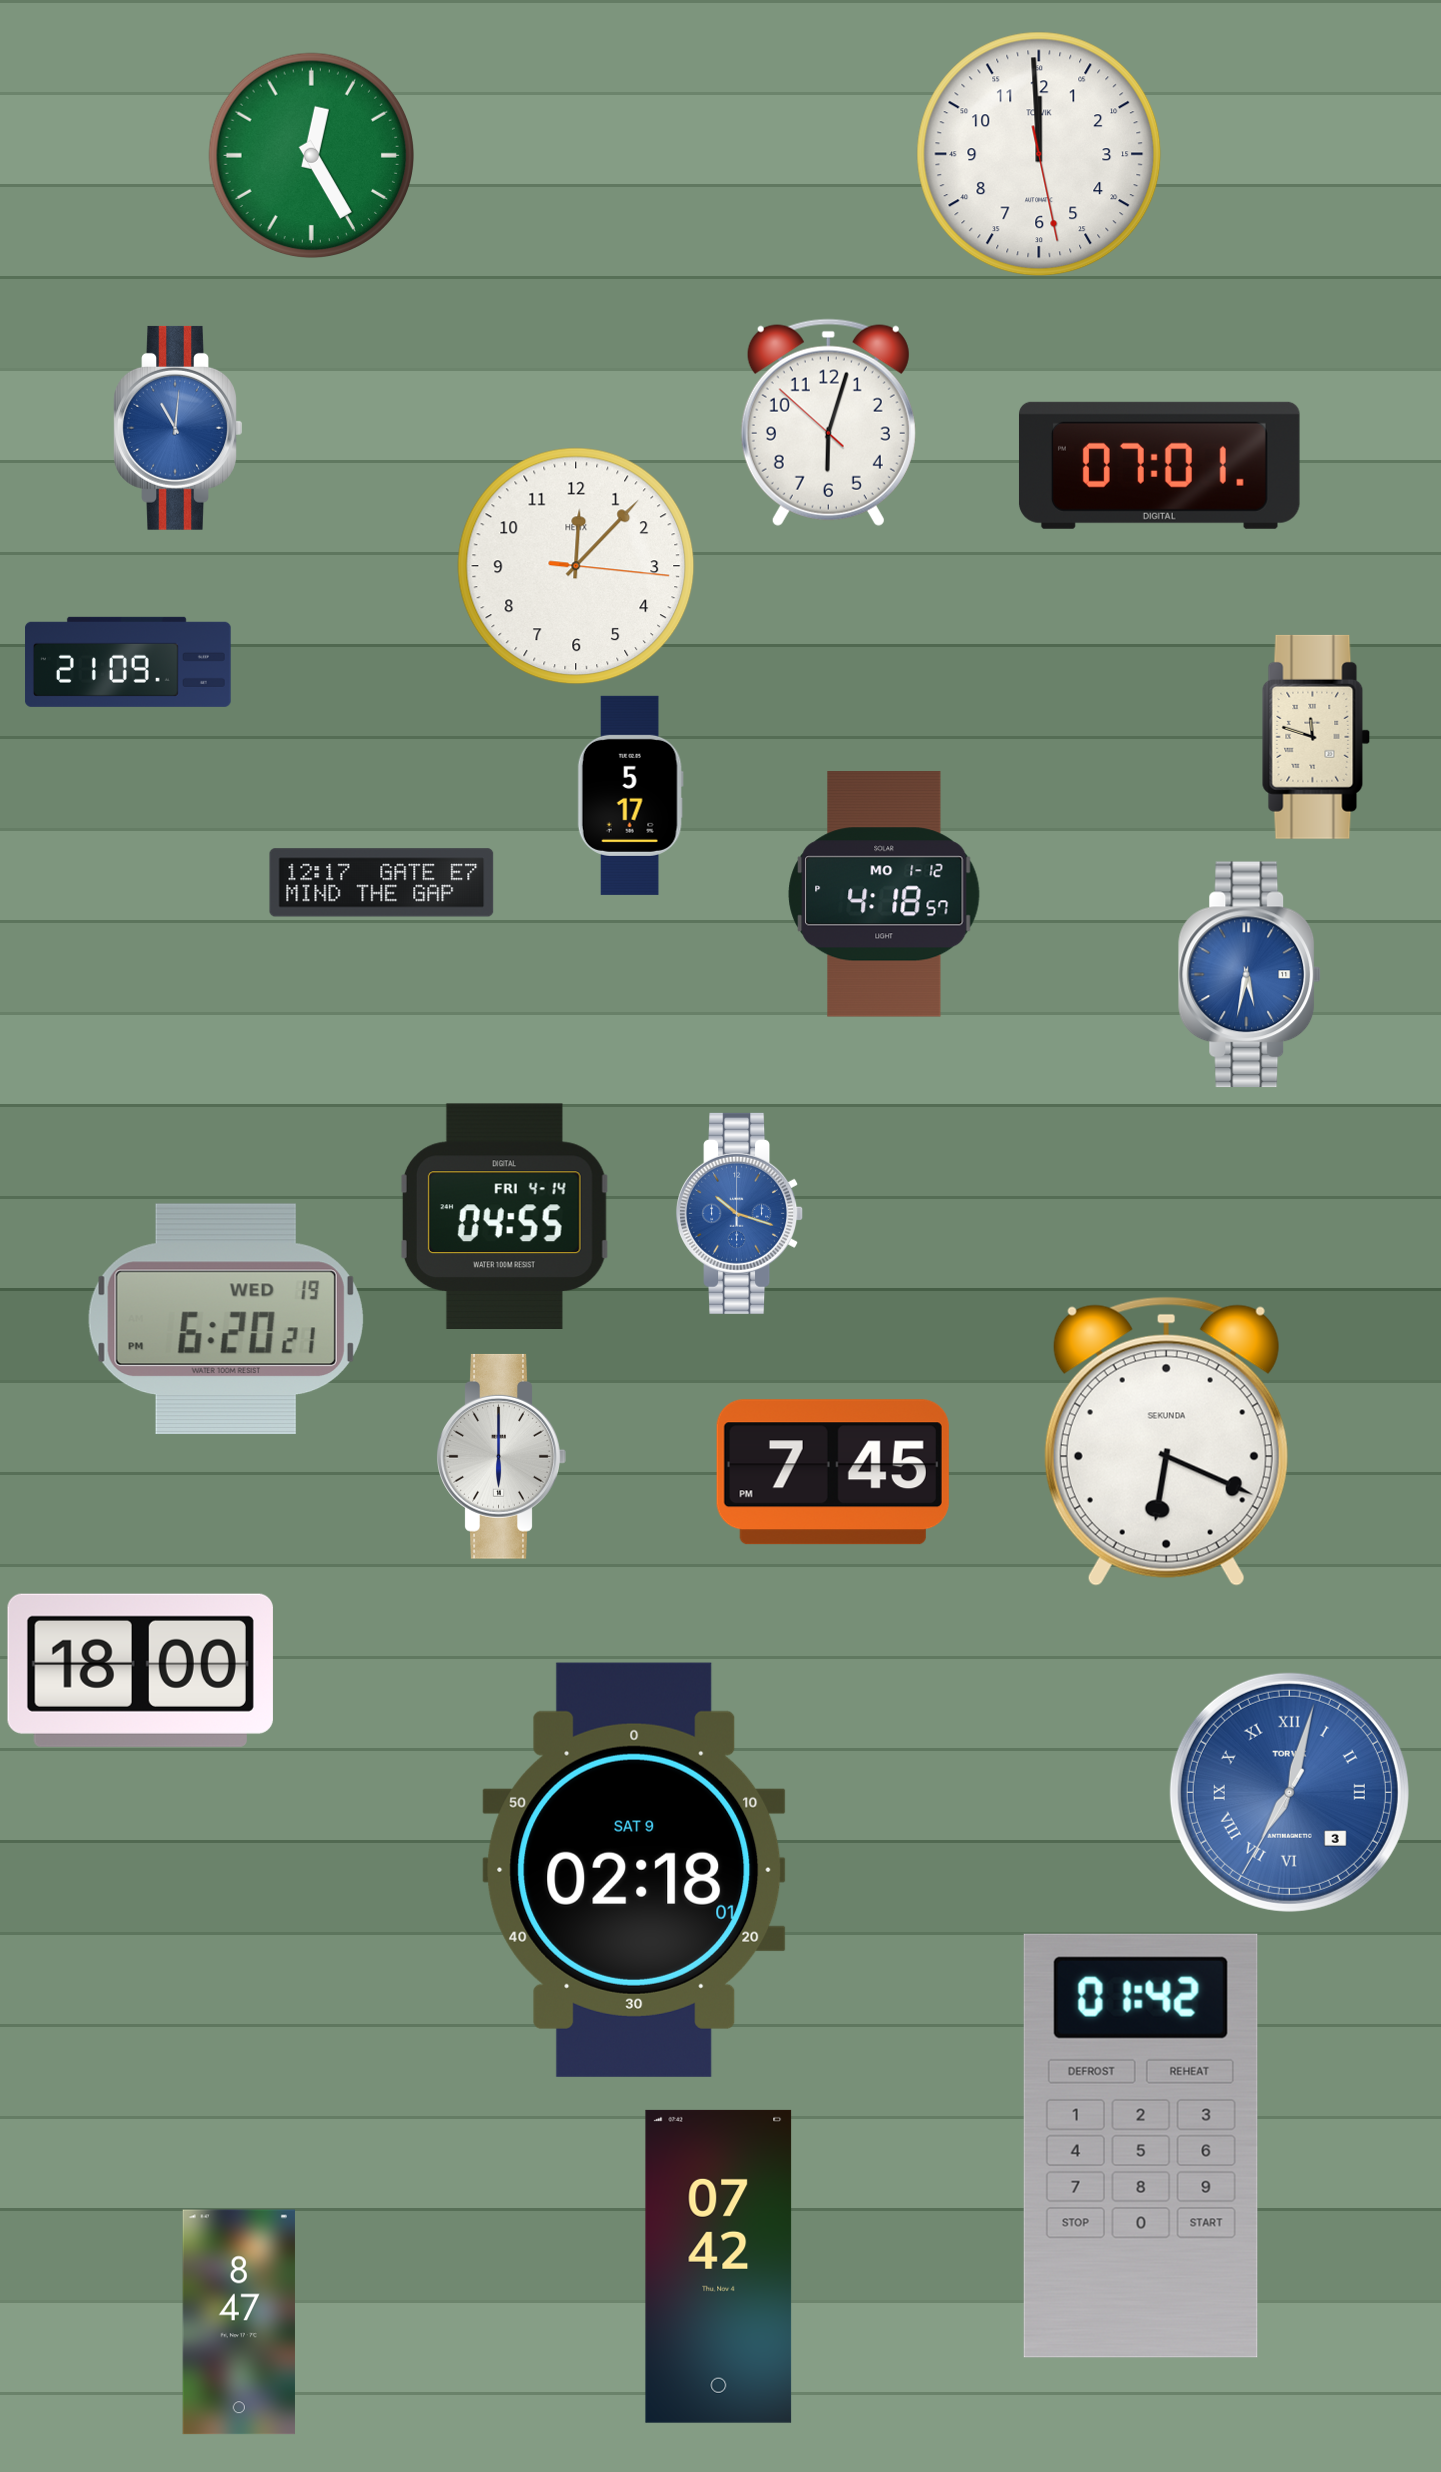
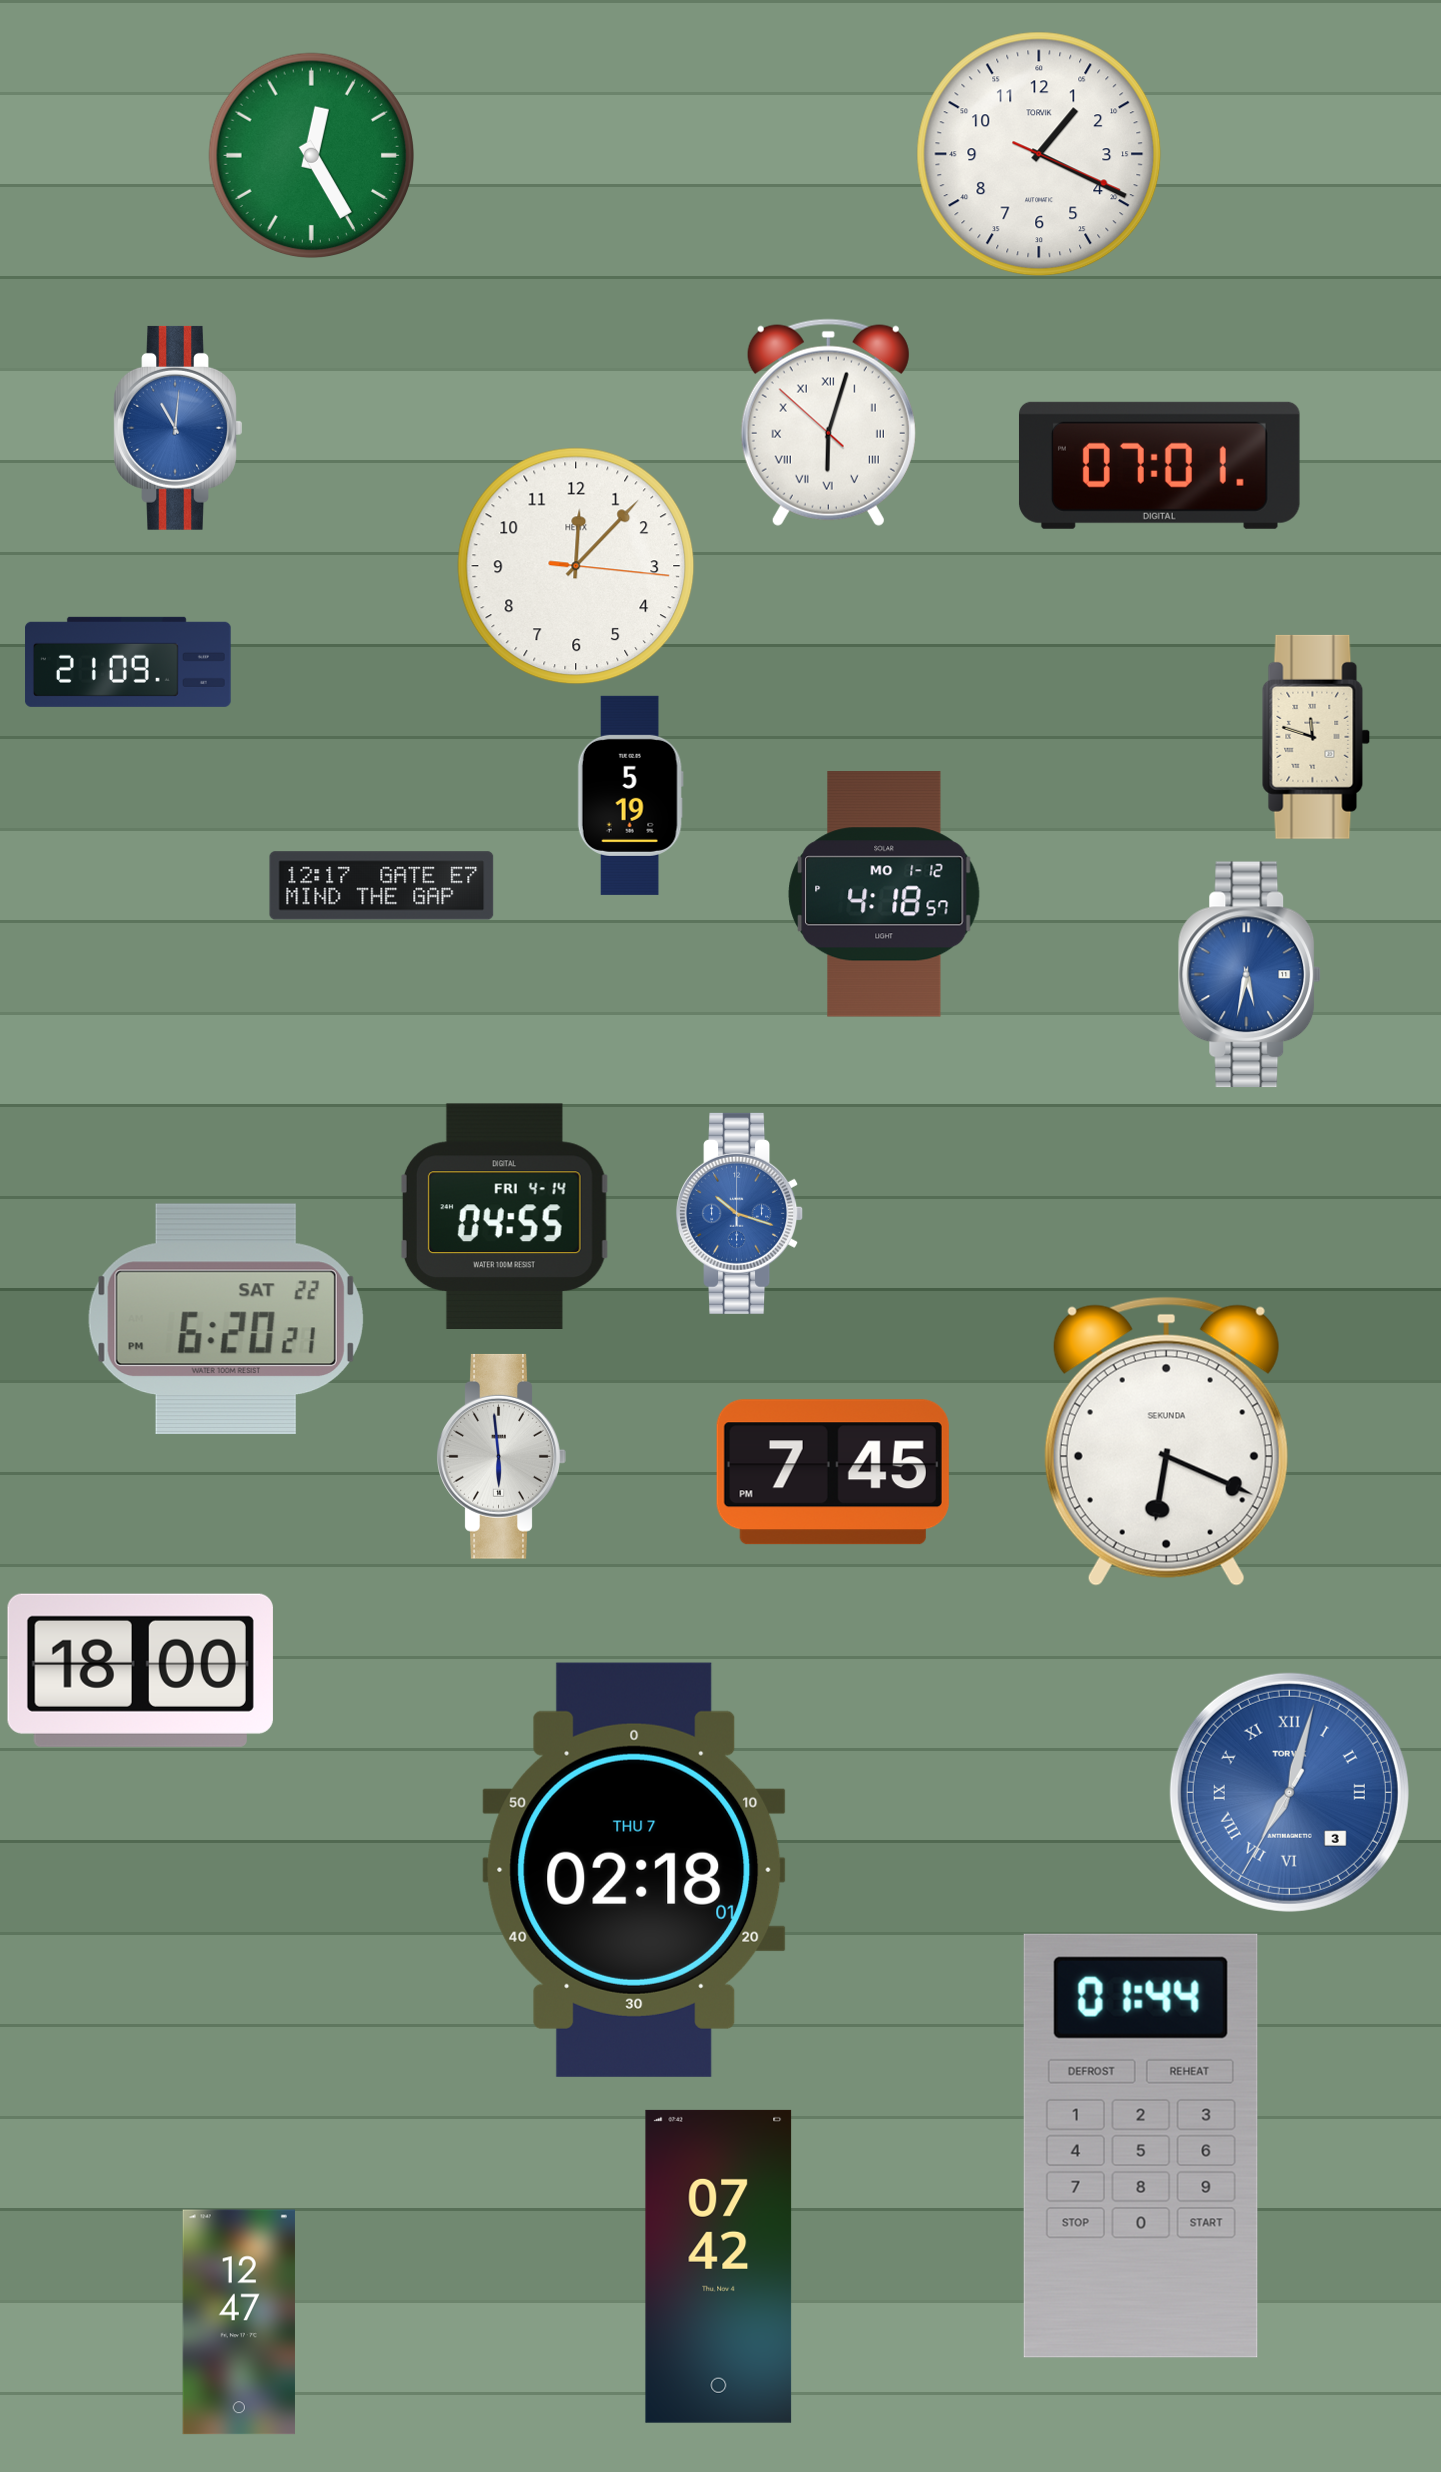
clock at (1039, 154): 11:59 -> 1:19
clock at (828, 422) numerals: Arabic -> Roman
clock at (630, 795): 5:17 -> 5:19
clock at (382, 883) position: (382, 883) -> (382, 886)
clock at (226, 1319) date: WED 19 -> SAT 22
clock at (501, 1456): 6:00 -> 5:59
clock at (634, 1870) date: SAT 9 -> THU 7
clock at (1141, 2146): 01:42 -> 01:44
clock at (239, 2322): 8:47 -> 12:47
